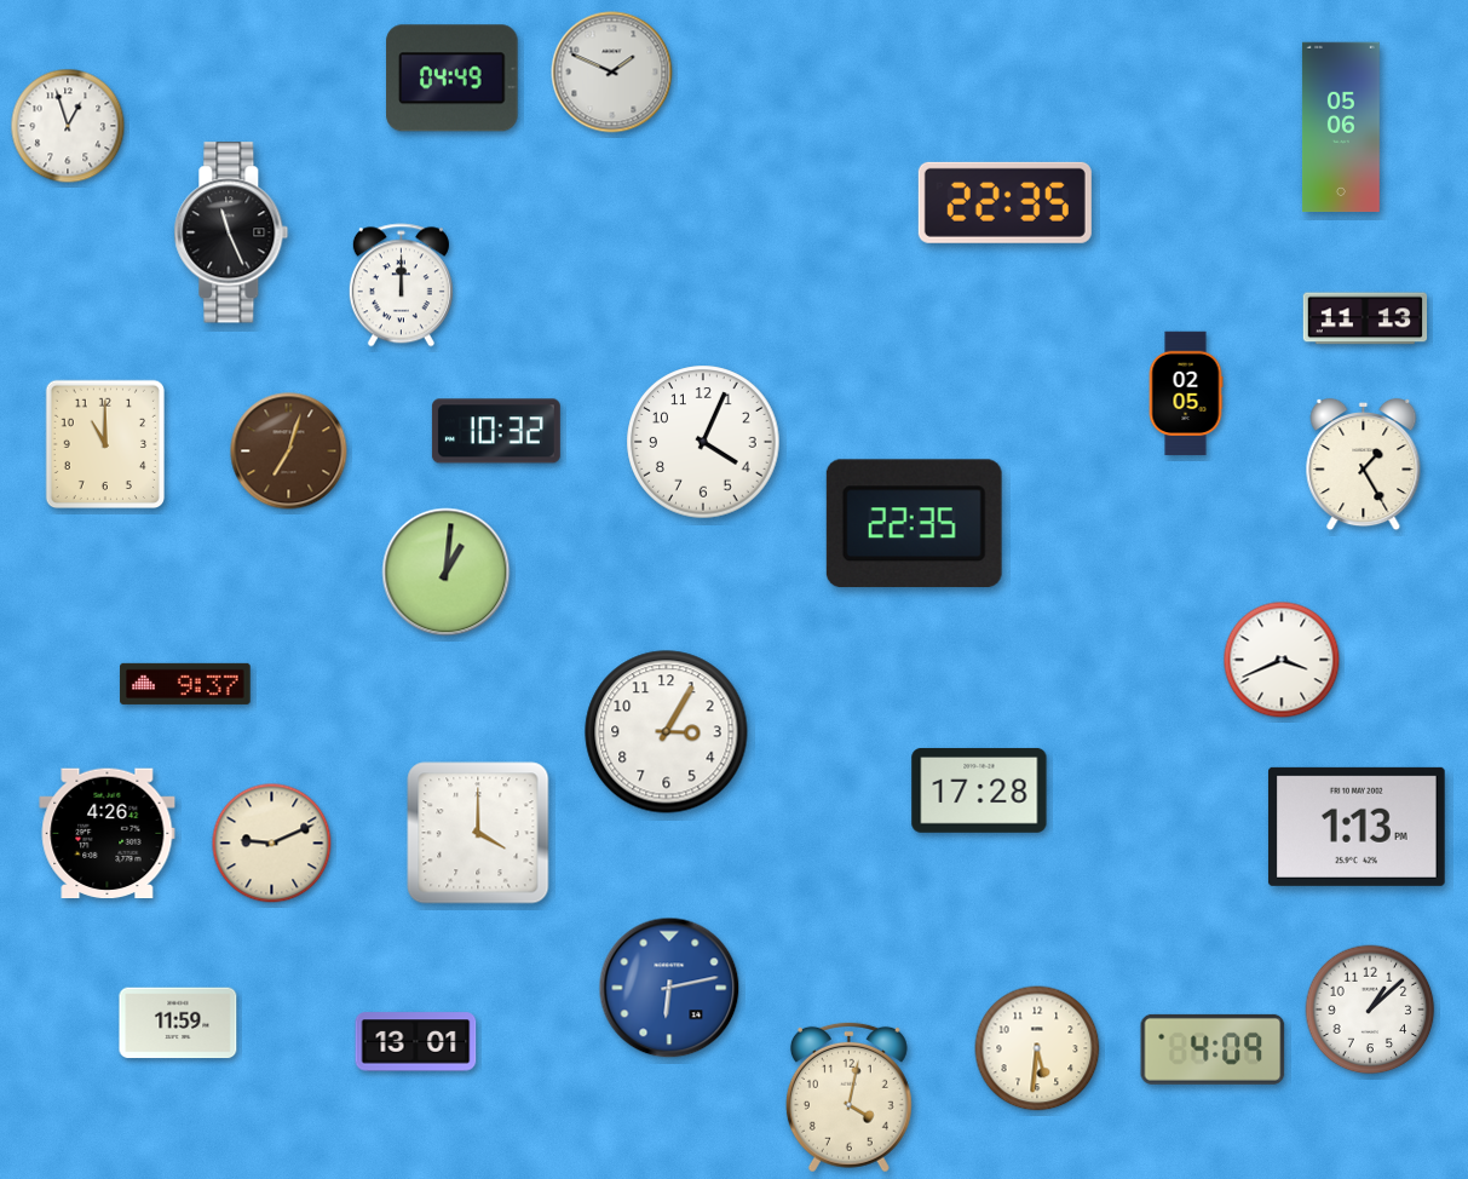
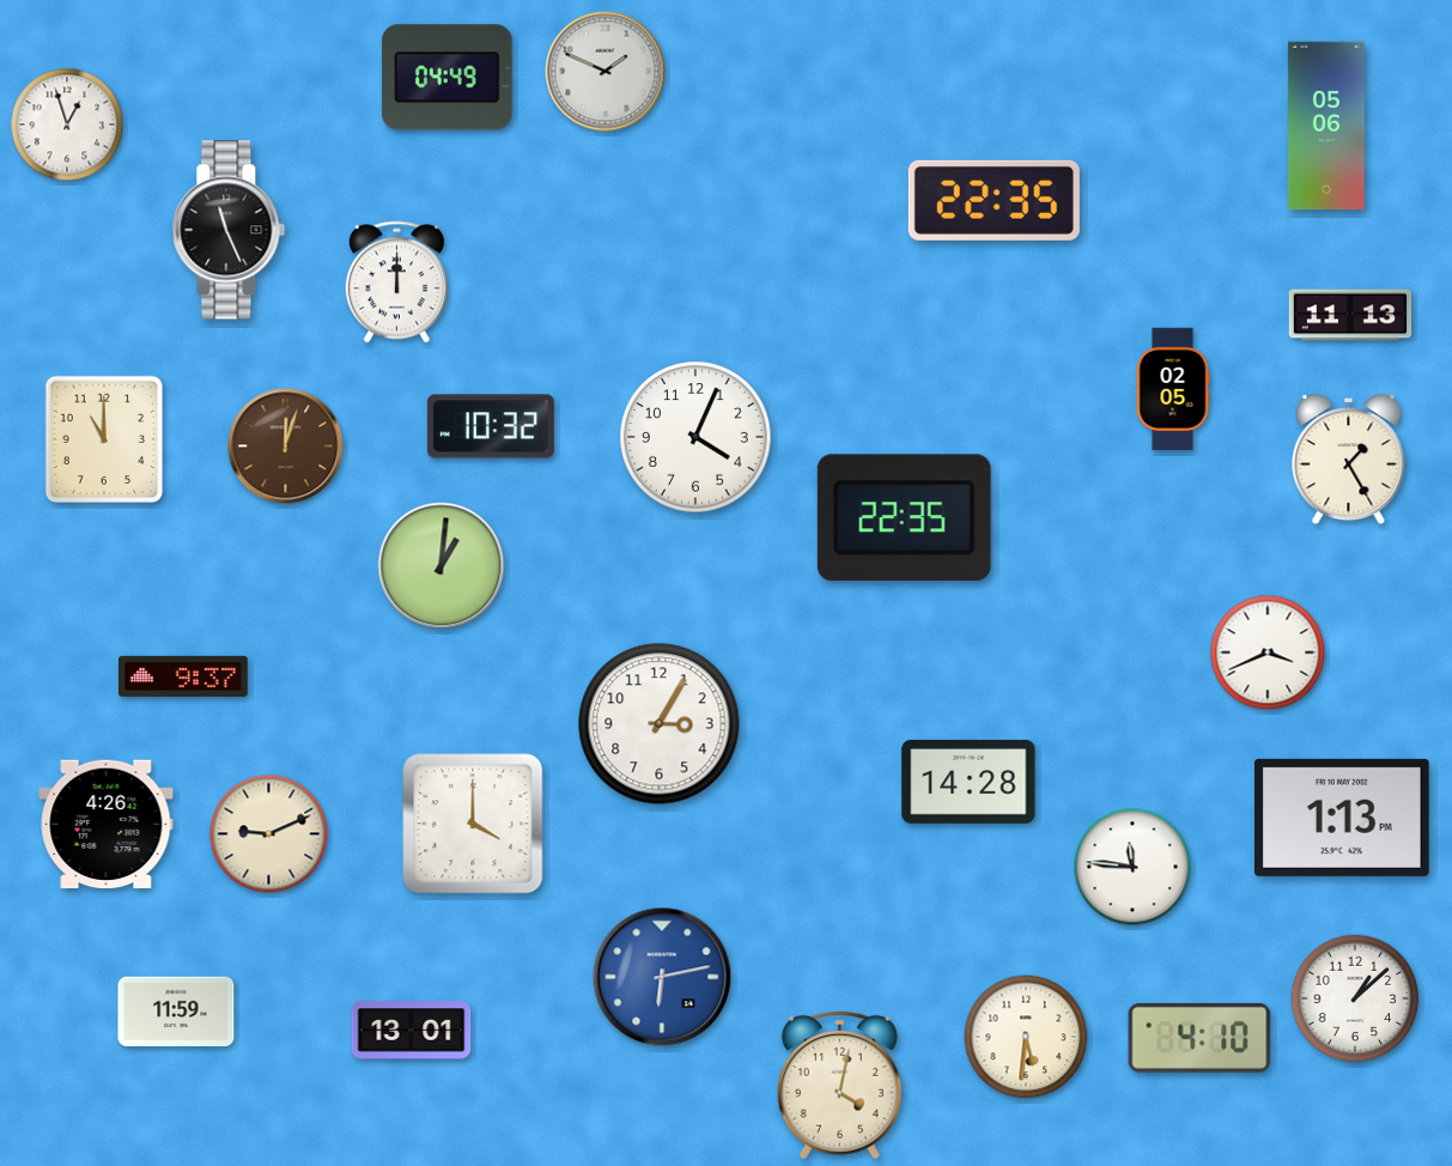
clock at (289, 452): 7:03 -> 12:03
clock at (979, 790): 17:28 -> 14:28
clock at (1132, 867): none -> 11:46
clock at (1213, 1049): 4:09 -> 4:10
